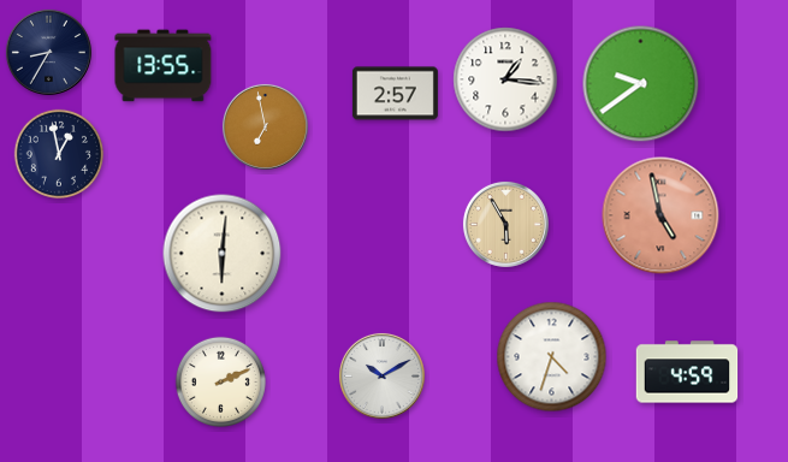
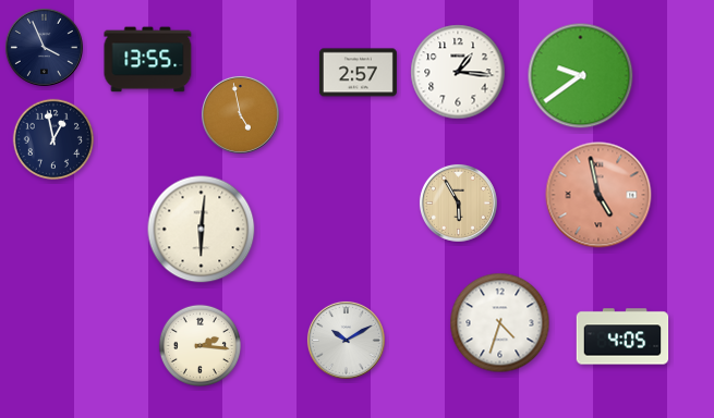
clock at (48, 52): 8:35 -> 3:56
clock at (395, 94) position: (395, 94) -> (358, 73)
clock at (265, 126): 6:58 -> 4:58
clock at (687, 372): 4:59 -> 4:05
clock at (220, 381): 2:11 -> 2:16
